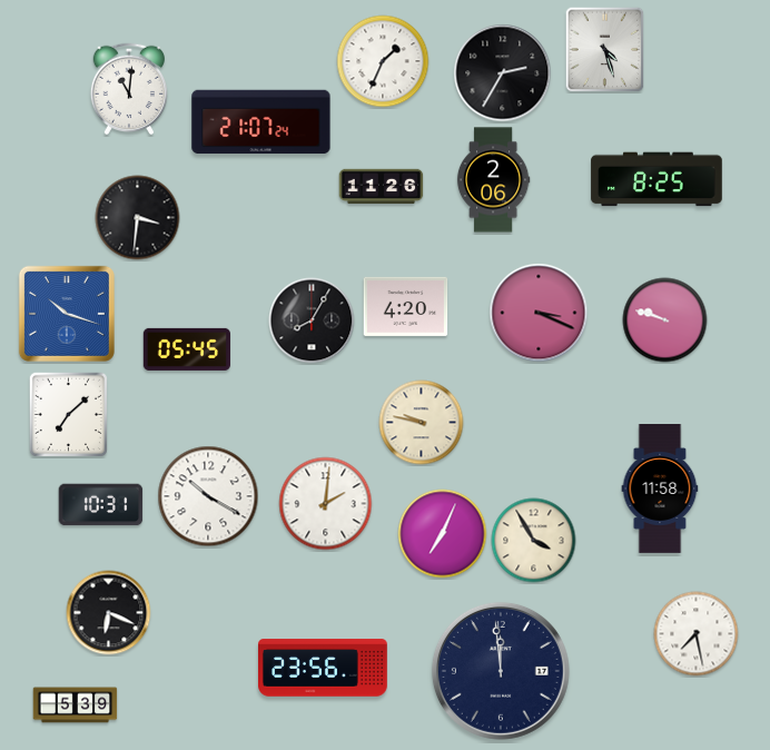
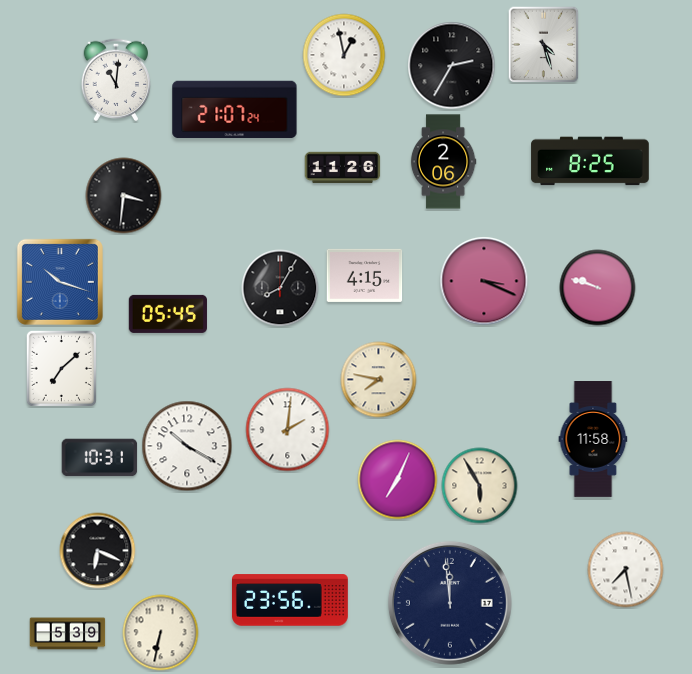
clock at (383, 61): 1:34 -> 12:58
clock at (406, 306): 4:20 -> 4:15
clock at (68, 414) position: (68, 414) -> (61, 368)
clock at (422, 423): 9:47 -> 7:47
clock at (326, 504) position: (326, 504) -> (288, 430)
clock at (101, 505) position: (101, 505) -> (100, 458)
clock at (534, 541): 3:55 -> 5:55
clock at (161, 633): none -> 6:32
